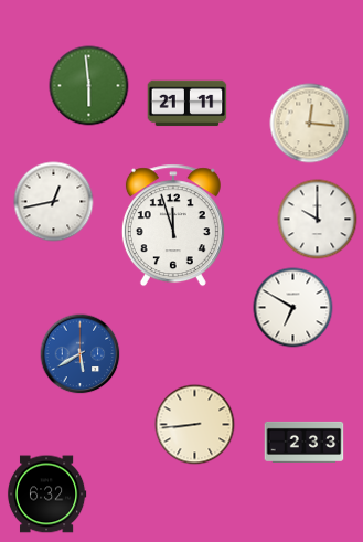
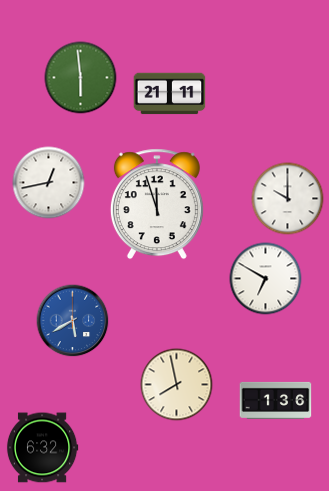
clock at (310, 124): 12:16 -> none
clock at (195, 425): 8:44 -> 7:58
clock at (305, 442): 2:33 -> 1:36
